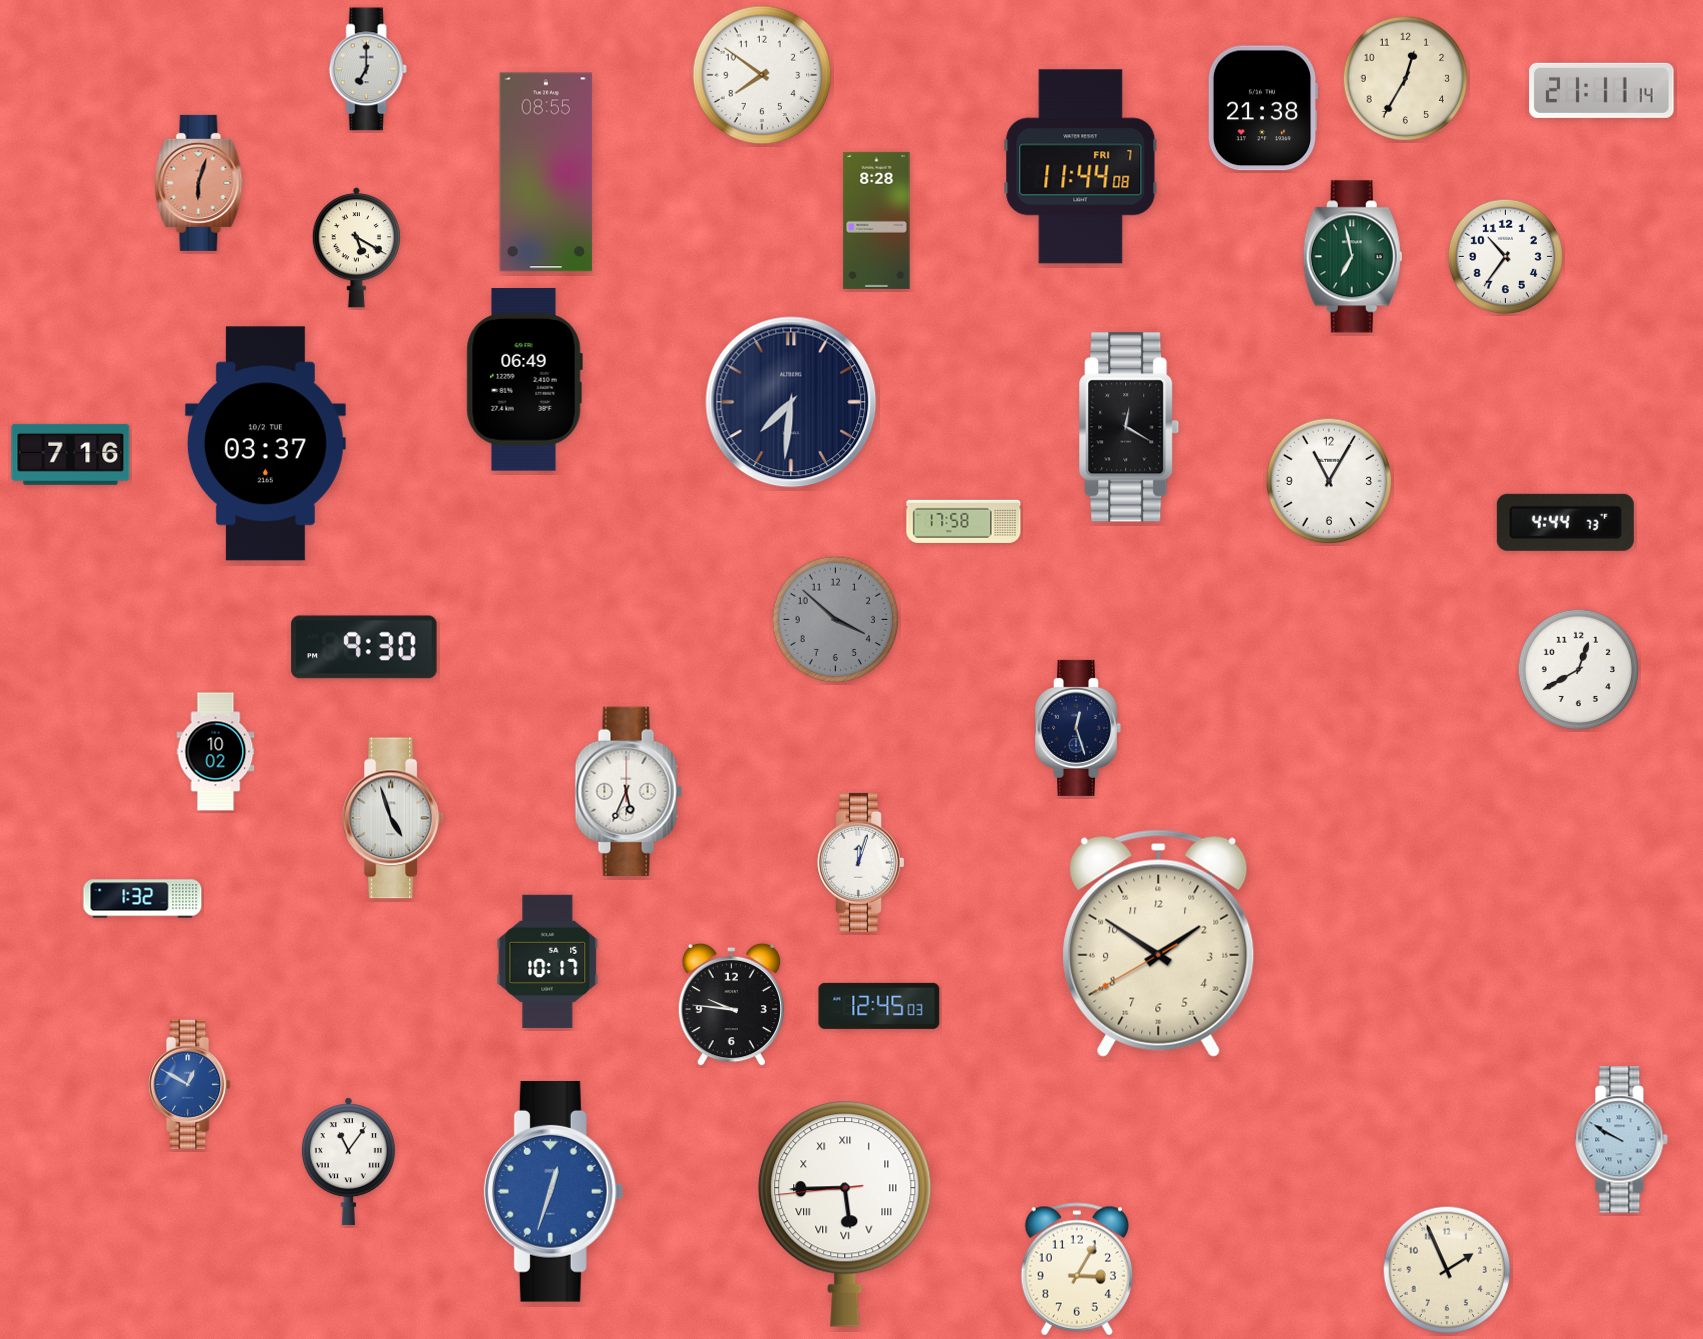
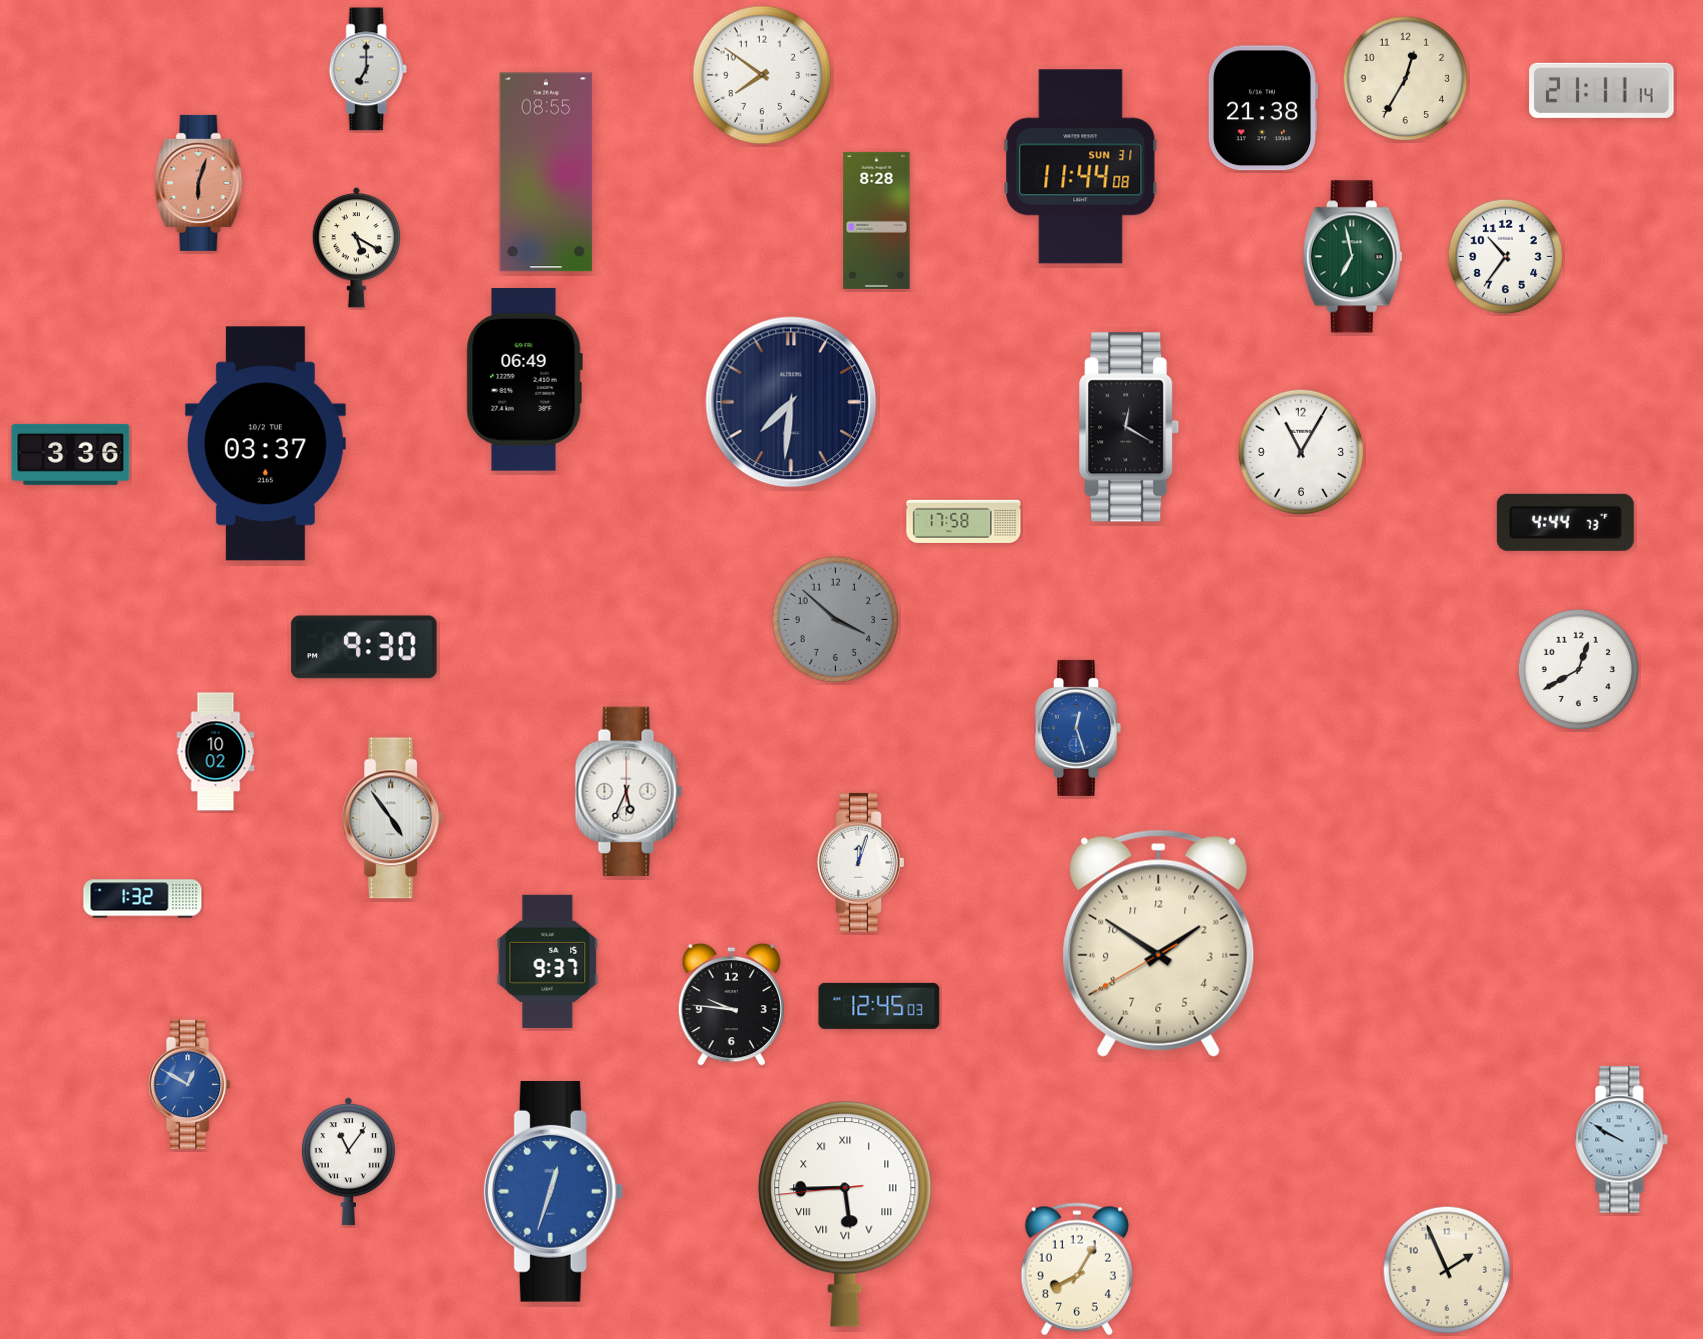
clock at (1081, 167) date: FRI 7 -> SUN 31
clock at (71, 454): 7:16 -> 3:36
clock at (1329, 481) position: (1329, 481) -> (1301, 452)
clock at (1078, 728) dial: navy -> blue
clock at (394, 818): 4:57 -> 4:54
clock at (548, 961): 10:17 -> 9:37
clock at (1077, 1269): 3:05 -> 8:05
